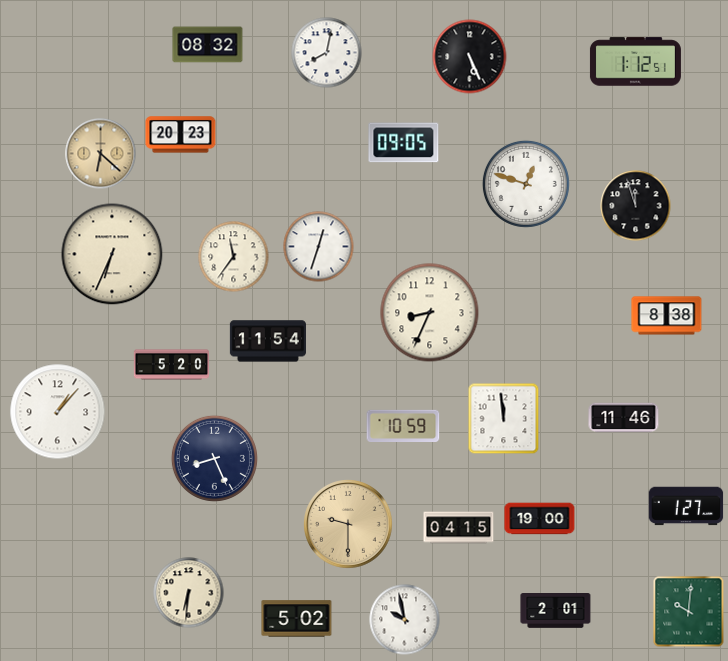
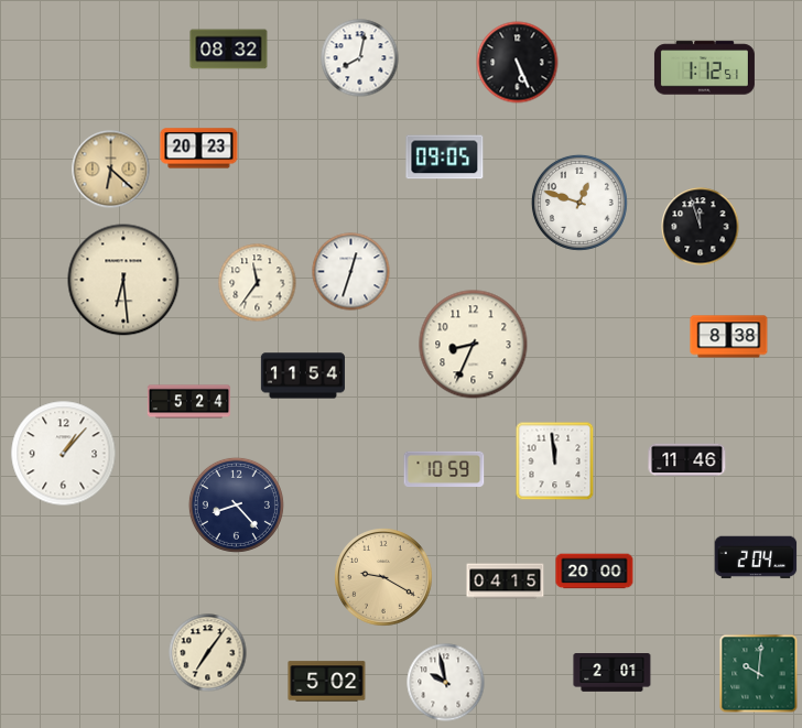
clock at (635, 62) position: (635, 62) -> (704, 68)
clock at (112, 254): 6:34 -> 6:29
clock at (667, 316) position: (667, 316) -> (729, 337)
clock at (268, 341) position: (268, 341) -> (303, 376)
clock at (172, 365): 5:20 -> 5:24
clock at (214, 458): 8:26 -> 8:23
clock at (686, 506): 1:27 -> 2:04
clock at (540, 519): 19:00 -> 20:00
clock at (349, 525): 9:30 -> 9:20
clock at (189, 593): 6:31 -> 7:06
